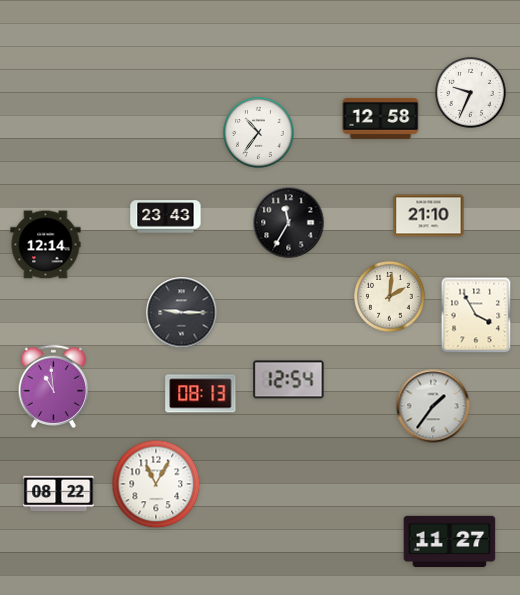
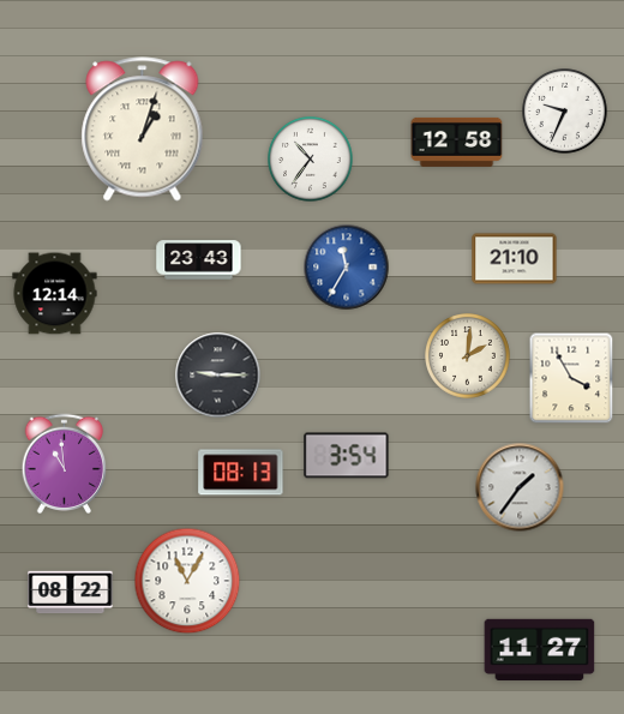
clock at (143, 130): none -> 1:03
clock at (289, 223) dial: black -> blue
clock at (289, 380): 12:54 -> 3:54
